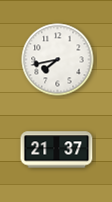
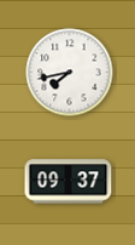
clock at (57, 150): 21:37 -> 09:37
